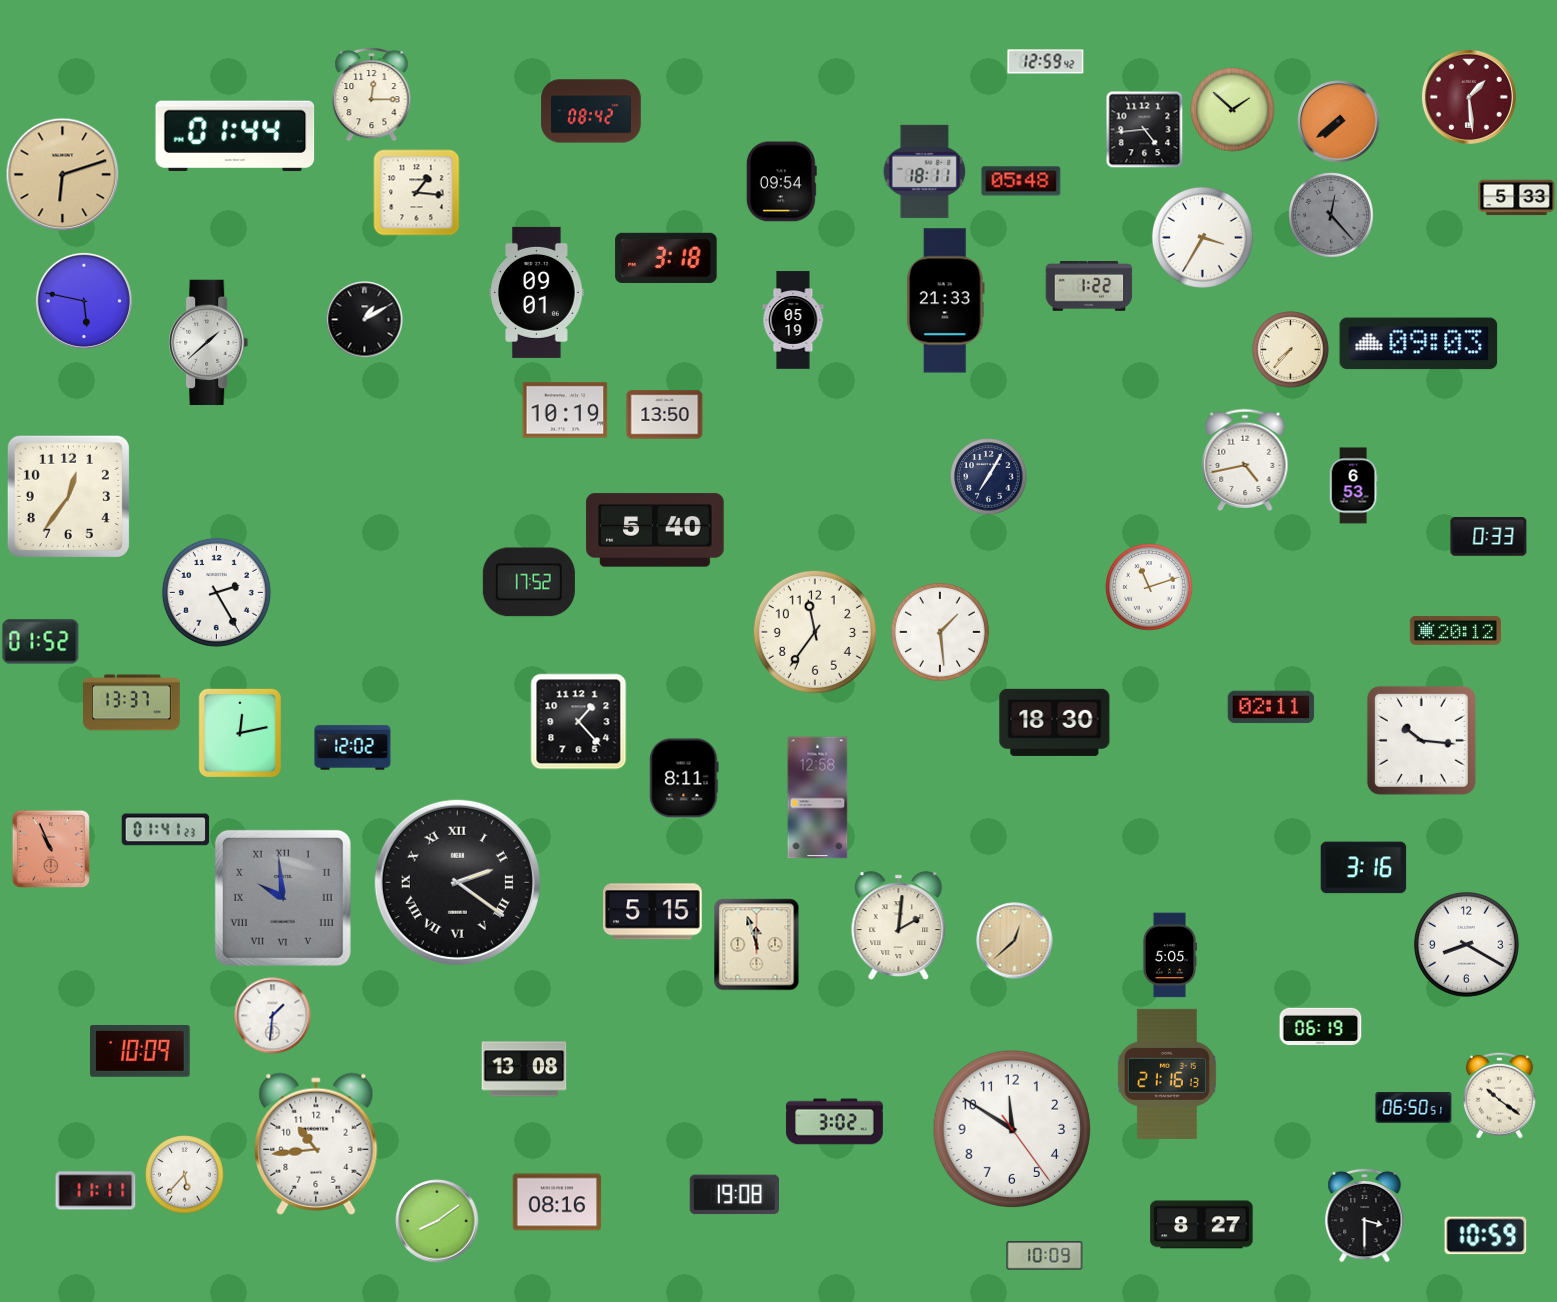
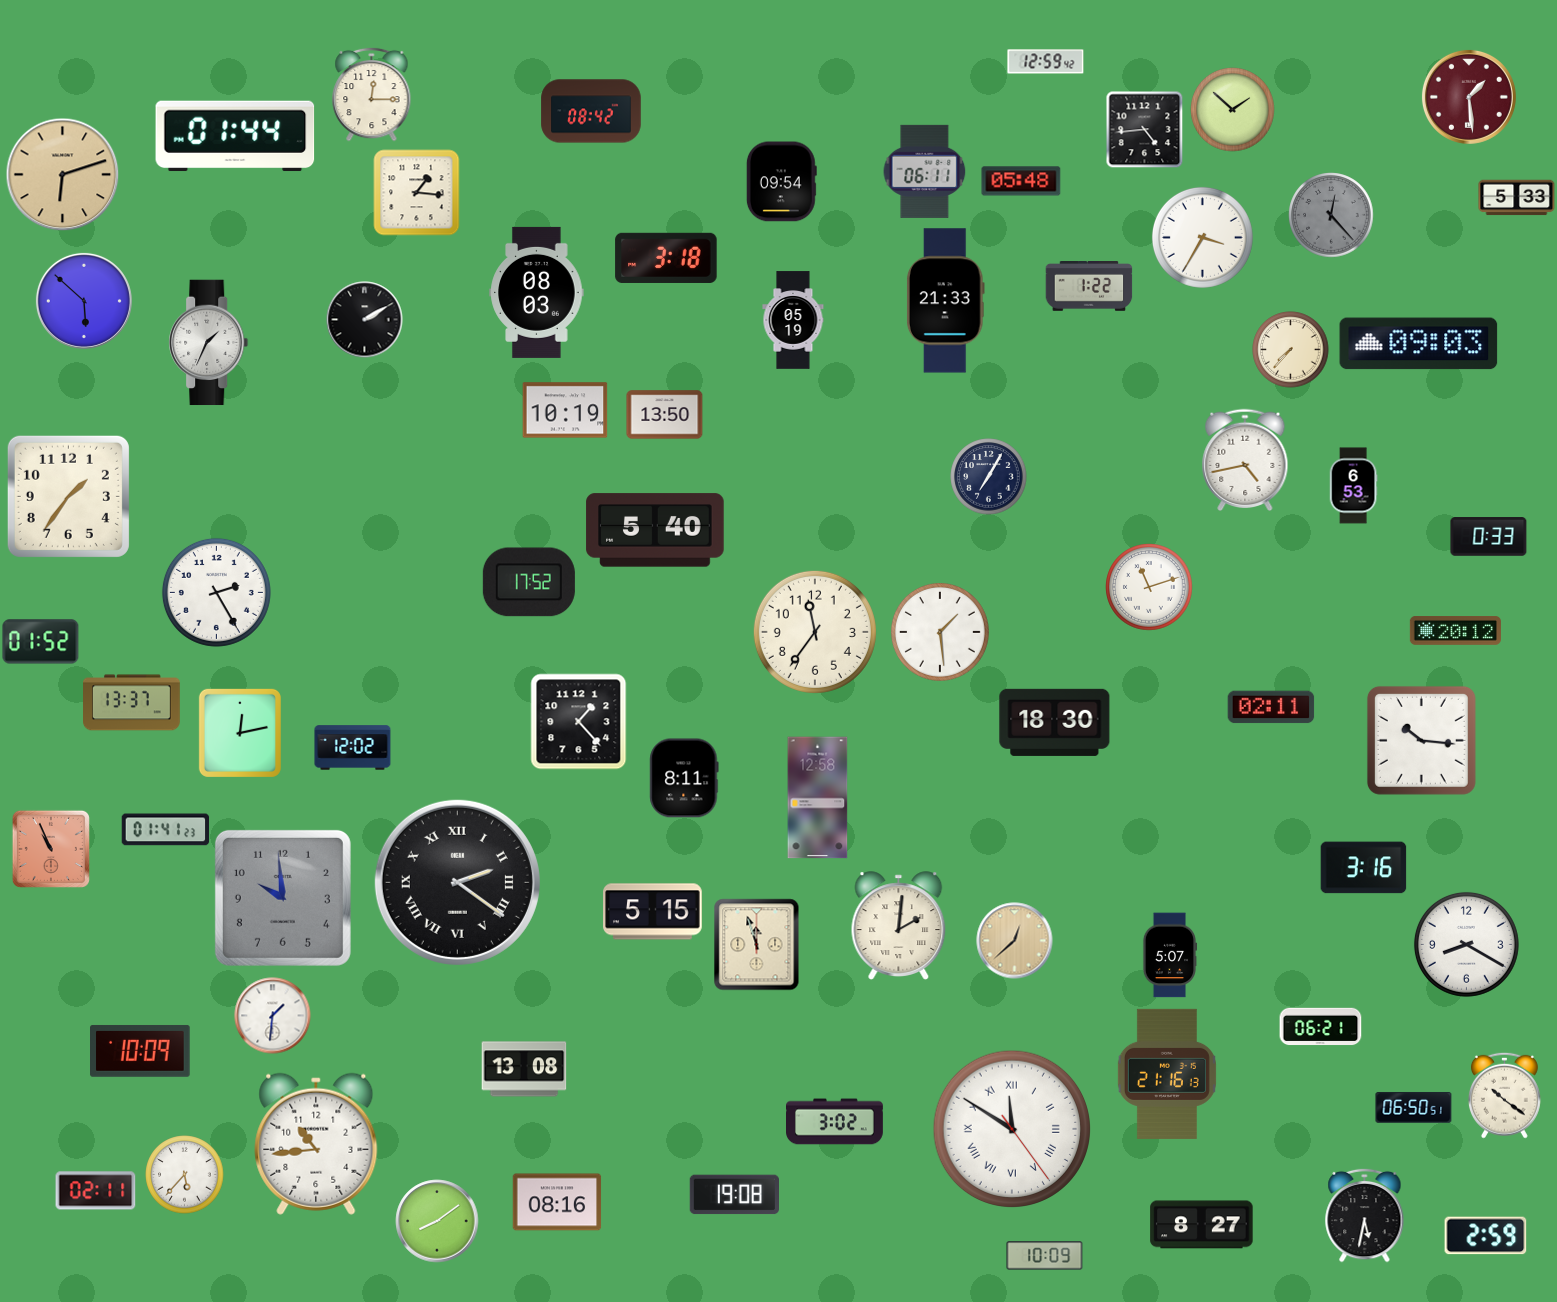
clock at (1339, 122): 7:39 -> none
clock at (925, 171): 18:11 -> 06:11
clock at (537, 292): 09:01 -> 08:03
clock at (84, 301): 5:47 -> 5:52
clock at (365, 320): 1:10 -> 2:10
clock at (209, 343): 1:38 -> 1:34
clock at (68, 496): 12:36 -> 1:36
clock at (283, 898) numerals: Roman -> Arabic
clock at (1170, 955): 5:05 -> 5:07
clock at (1321, 1027): 06:19 -> 06:21
clock at (1499, 1095) position: (1499, 1095) -> (1504, 1095)
clock at (1012, 1129) numerals: Arabic -> Roman
clock at (96, 1191): 11:11 -> 02:11
clock at (1365, 1215): 3:30 -> 5:32
clock at (1486, 1236): 10:59 -> 2:59
